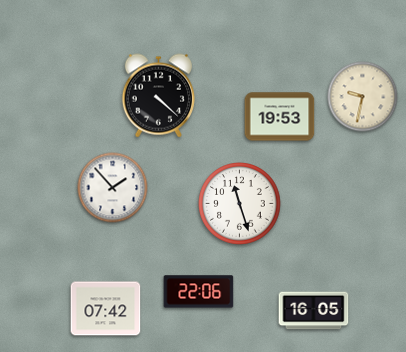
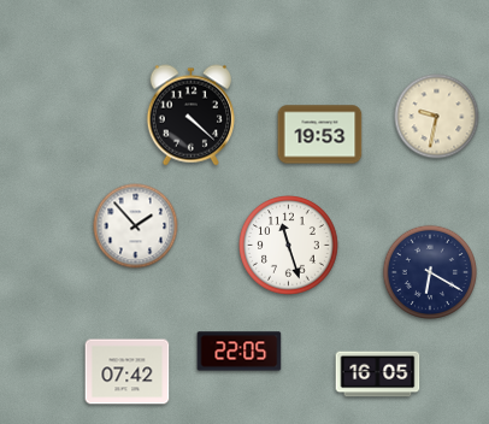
clock at (280, 117) position: (280, 117) -> (320, 135)
clock at (429, 271): none -> 6:20
clock at (199, 292): 22:06 -> 22:05
